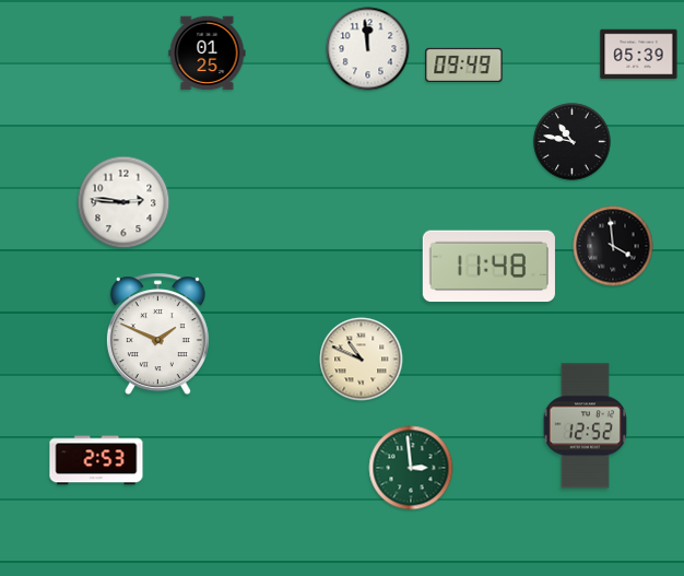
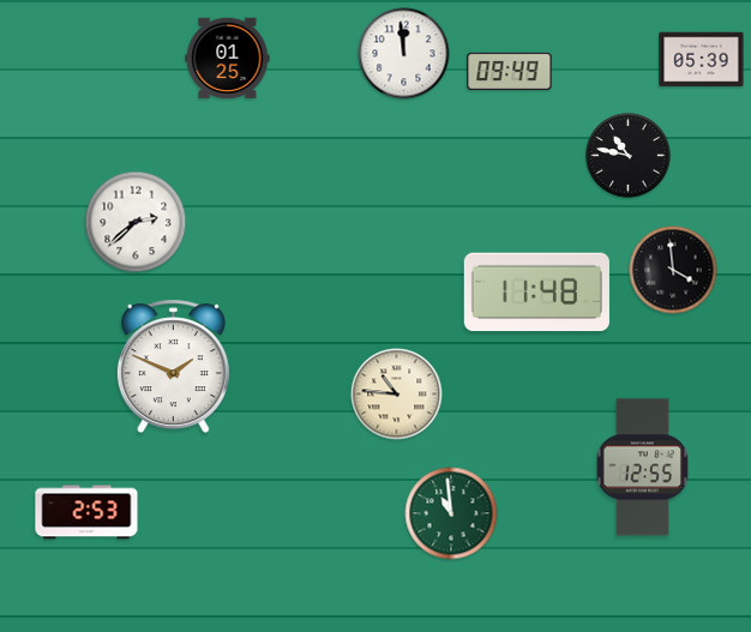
clock at (123, 202): 2:46 -> 2:38
clock at (362, 360): 10:49 -> 10:46
clock at (585, 426): 12:52 -> 12:55
clock at (96, 460) position: (96, 460) -> (86, 512)
clock at (411, 468): 2:59 -> 10:59
